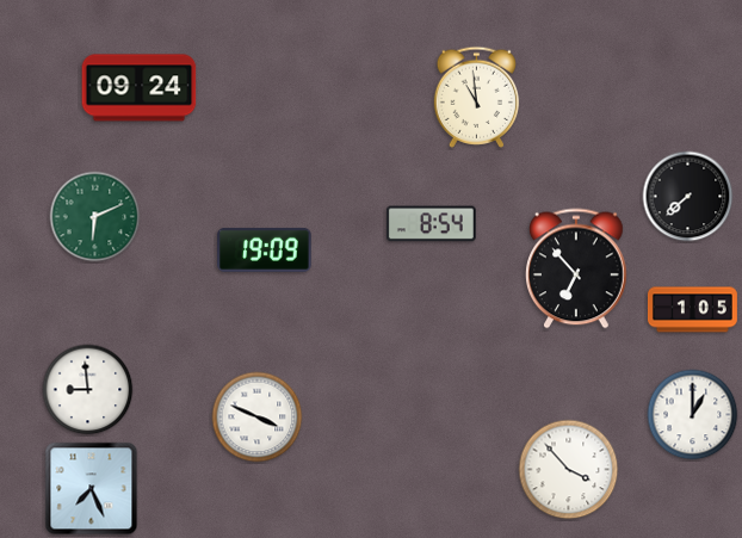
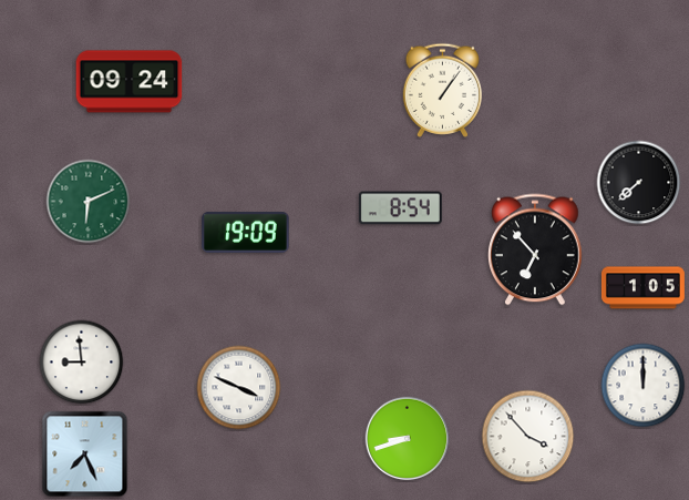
clock at (476, 97): 10:59 -> 1:06
clock at (693, 415): 1:00 -> 12:00
clock at (408, 439): none -> 8:42
